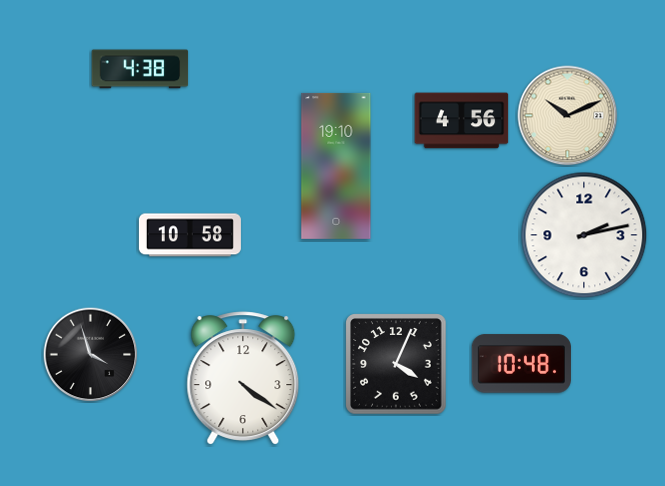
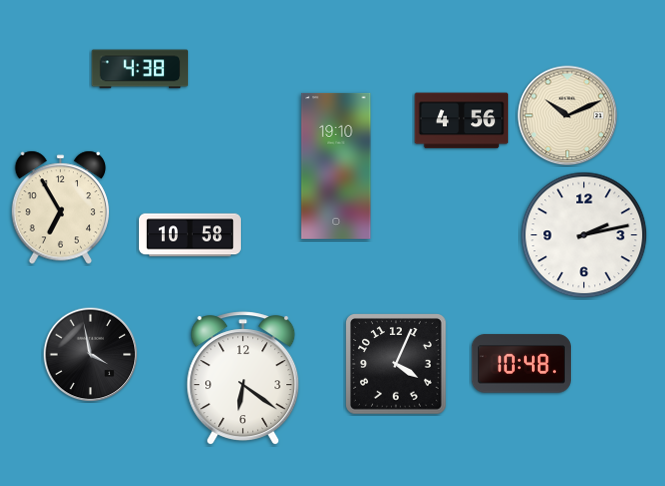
clock at (60, 208): none -> 6:55
clock at (90, 354): 3:57 -> 3:58
clock at (243, 378): 4:21 -> 6:21
